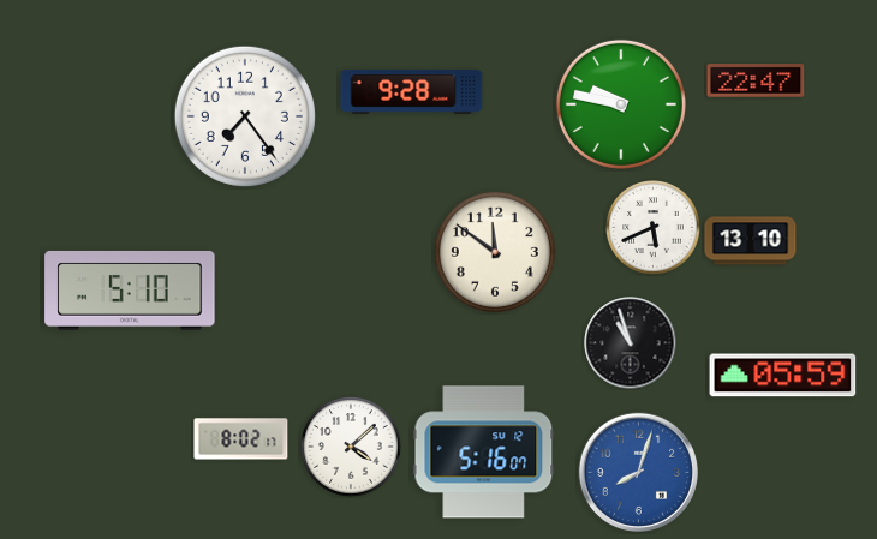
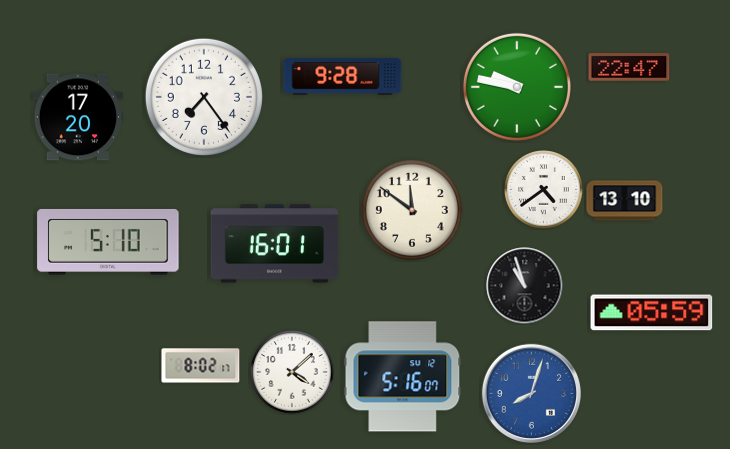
clock at (78, 117): none -> 17:20
clock at (654, 228): 5:41 -> 4:39
clock at (275, 244): none -> 16:01
